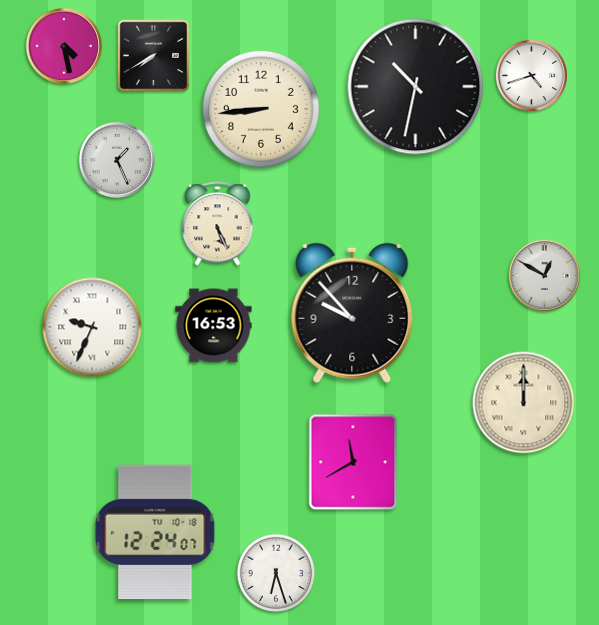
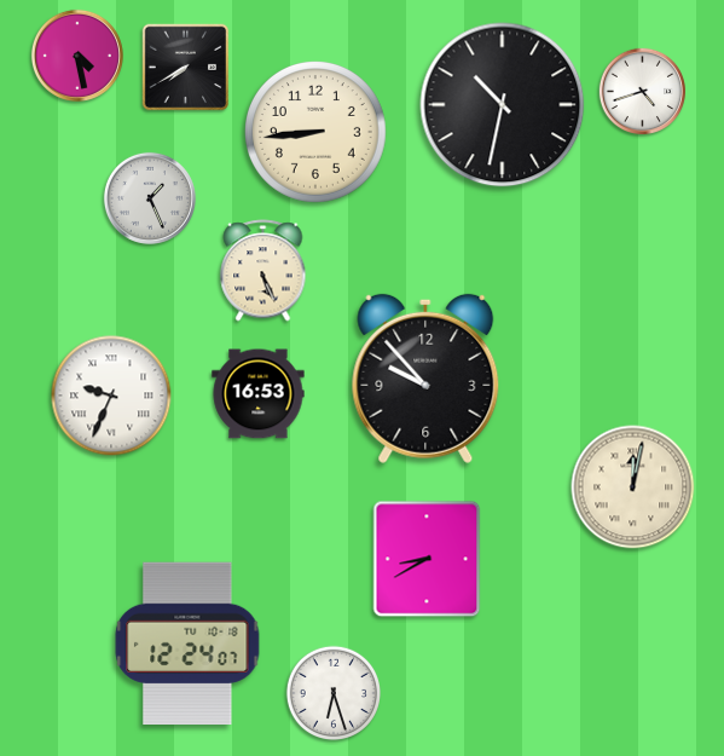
clock at (117, 160) position: (117, 160) -> (150, 198)
clock at (544, 275): 12:50 -> none
clock at (524, 403): 12:00 -> 12:02
clock at (353, 462): 11:40 -> 8:40
